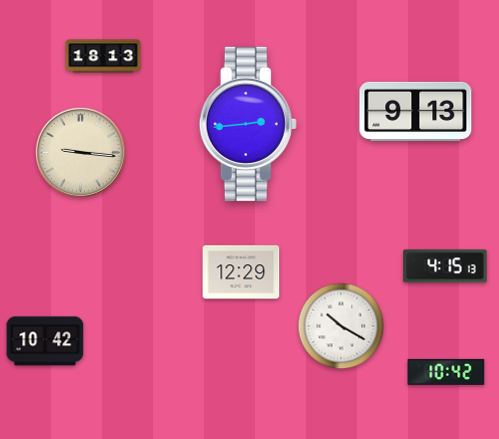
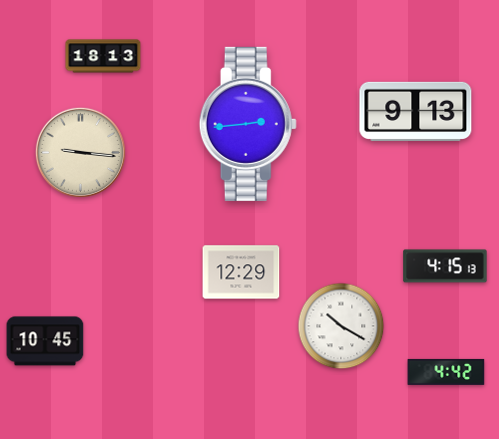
clock at (45, 341): 10:42 -> 10:45
clock at (446, 372): 10:42 -> 4:42
